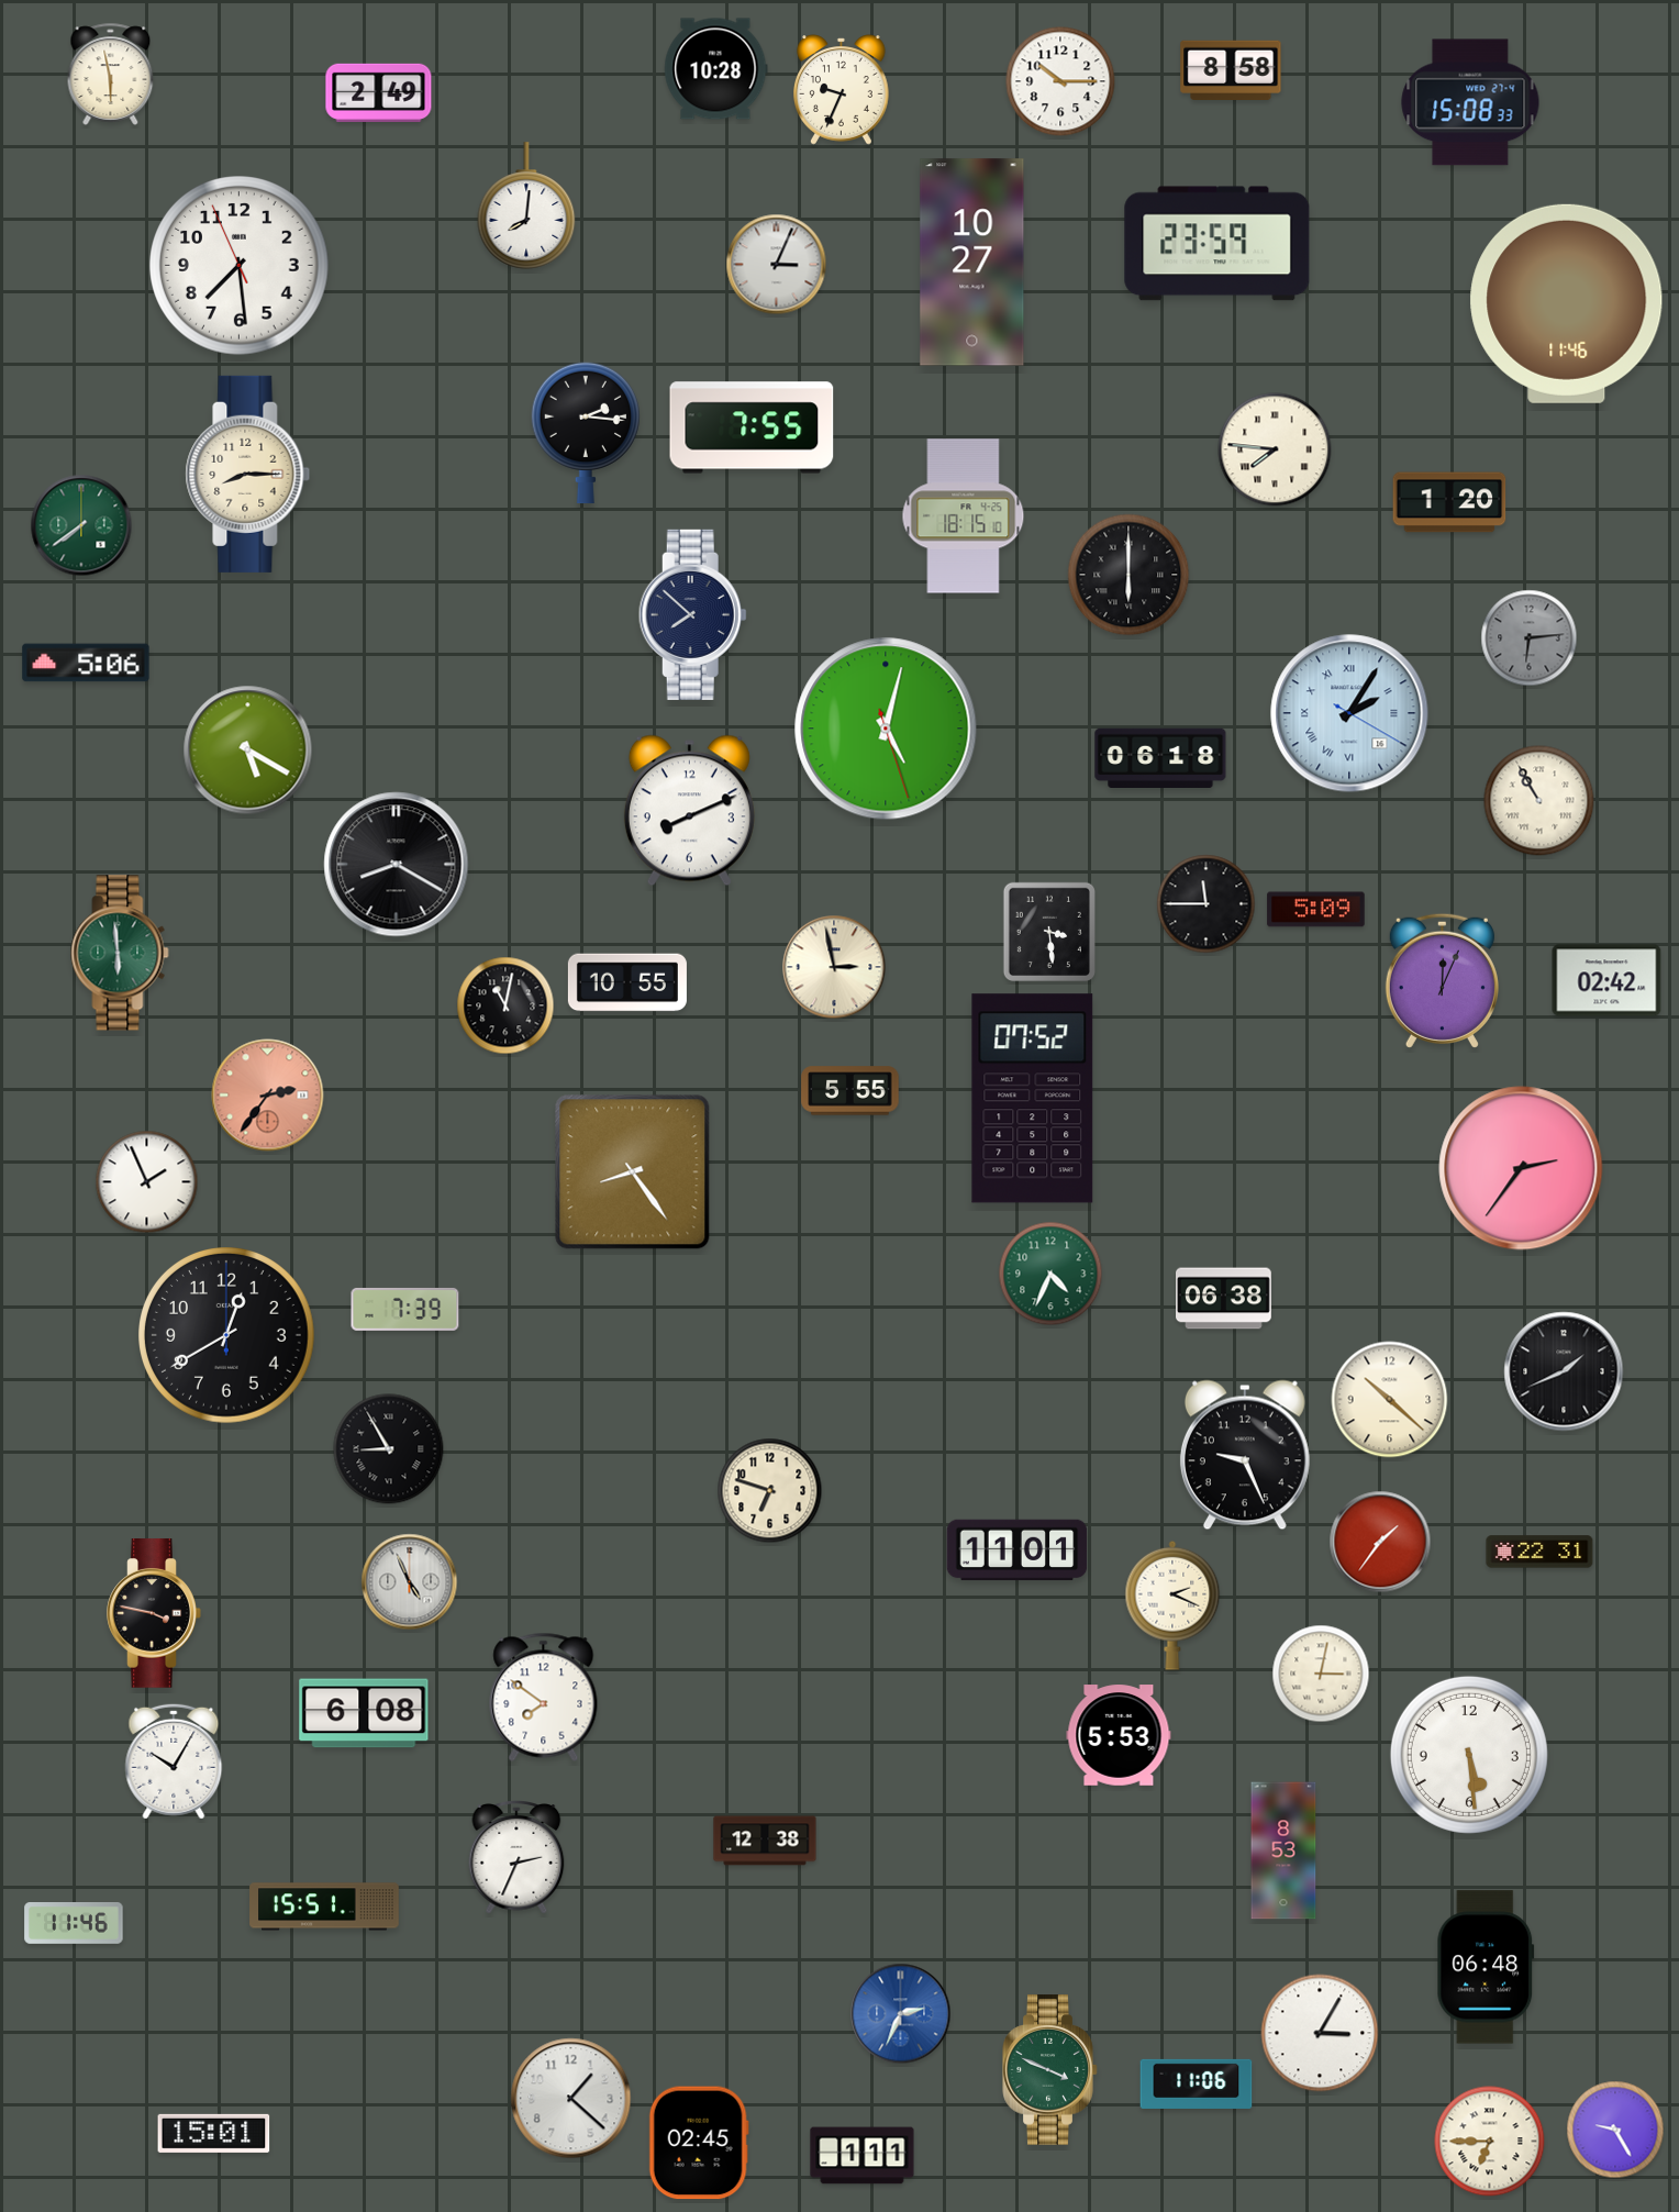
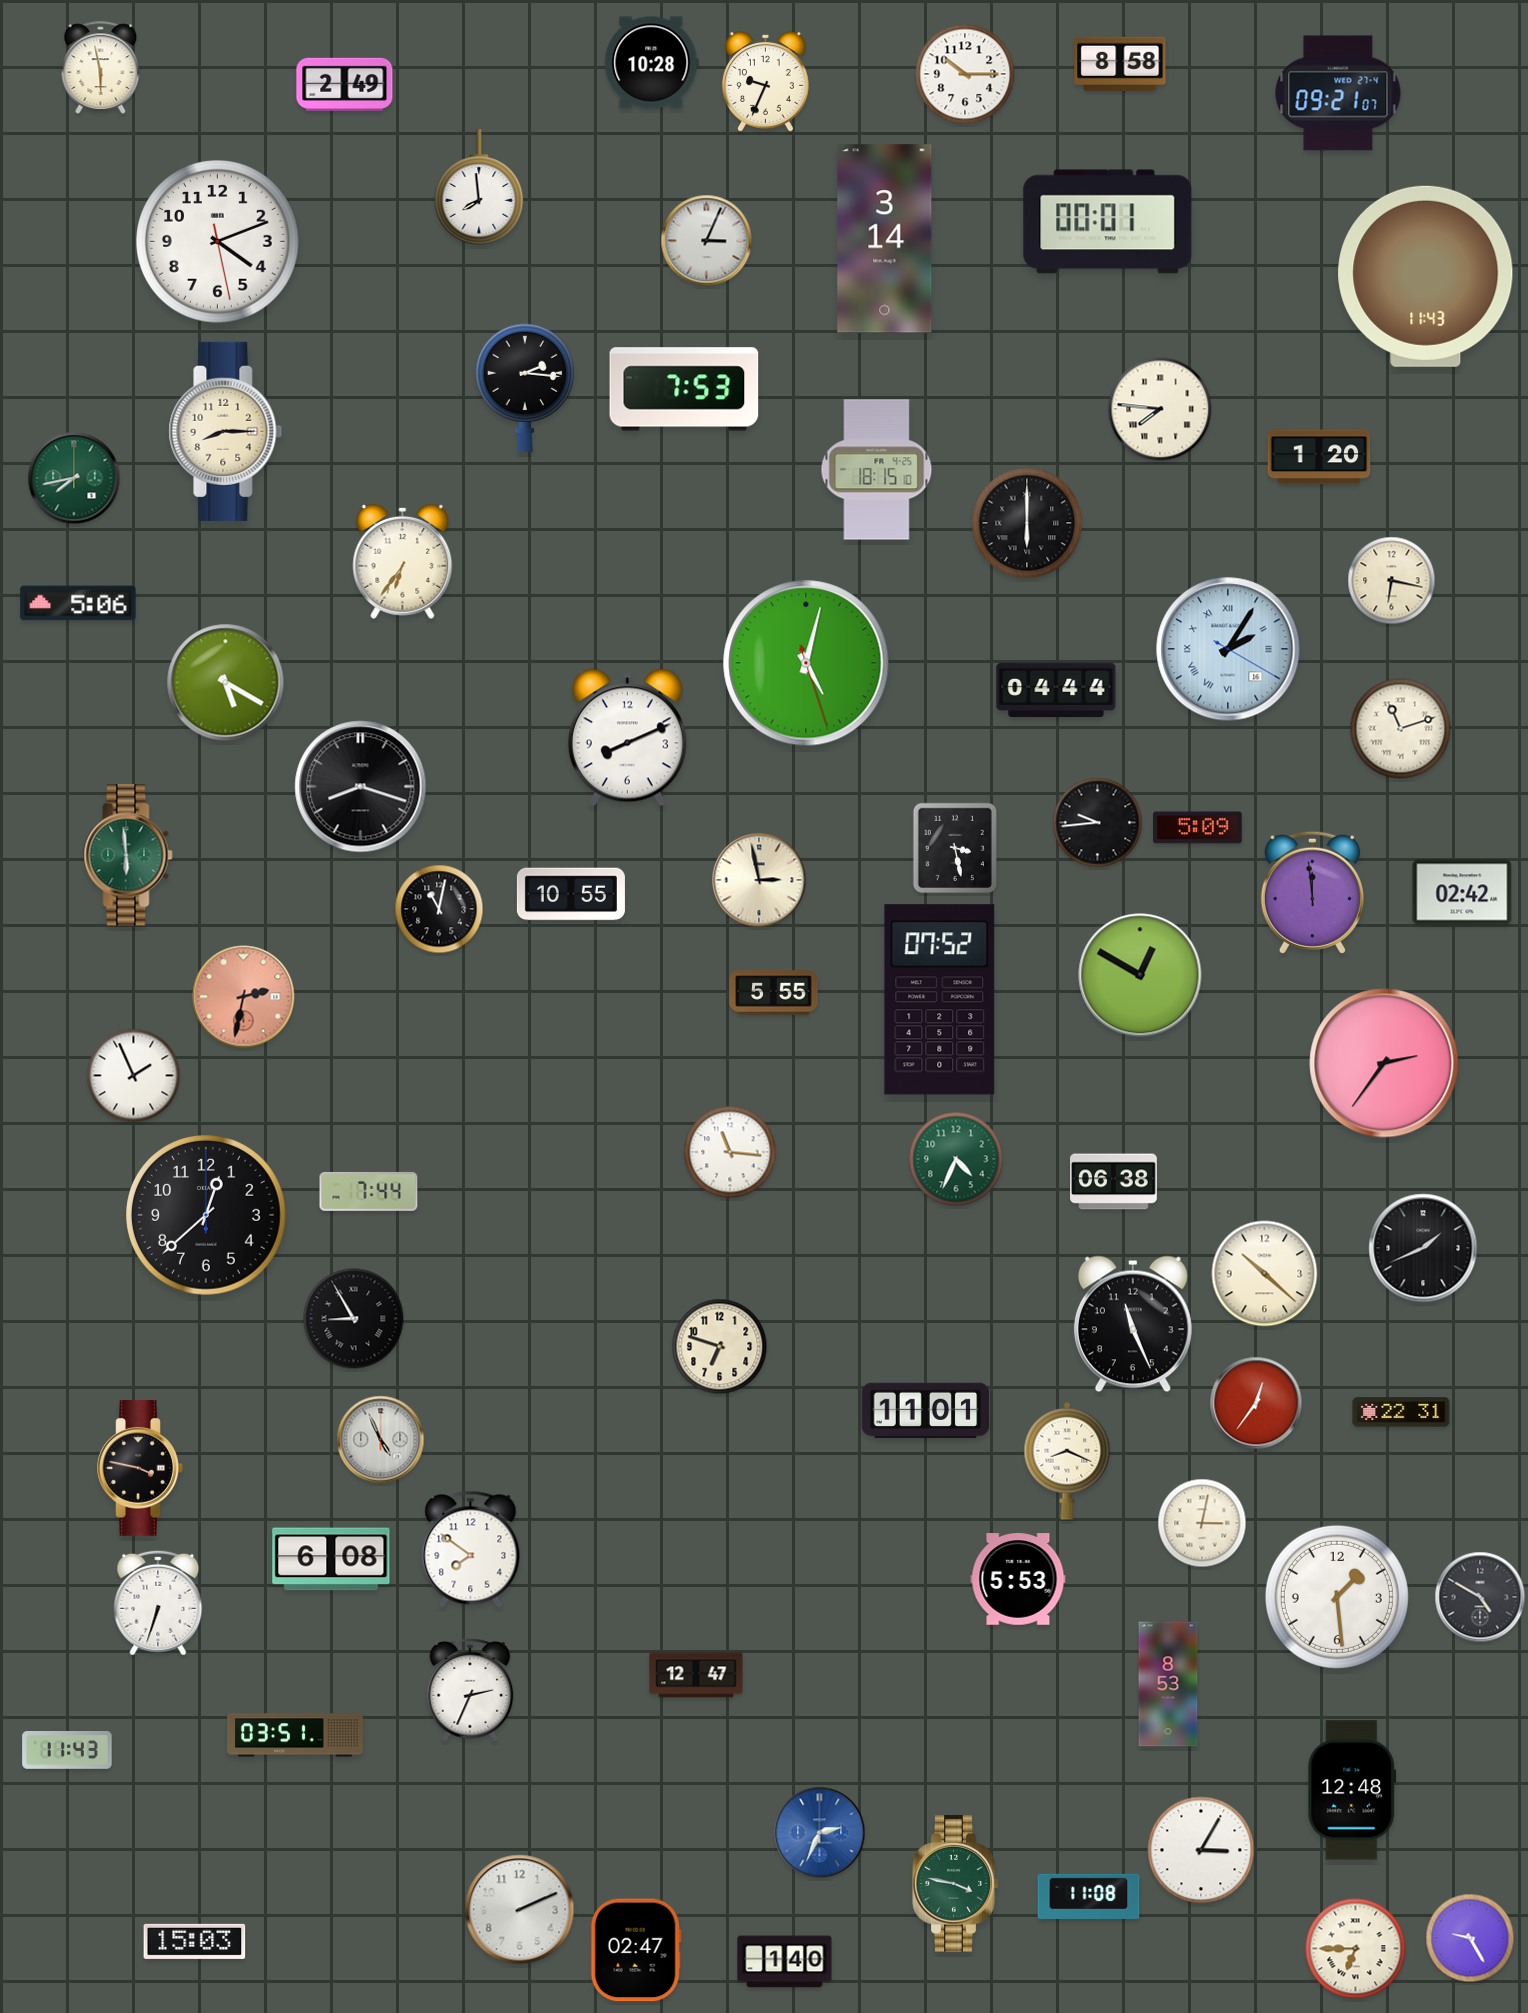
clock at (1470, 102): 15:08 -> 09:21
clock at (526, 205): 8:01 -> 7:59
clock at (1217, 244): 23:59 -> 00:01
clock at (972, 263): 10:27 -> 3:14
clock at (240, 266): 7:28 -> 4:11
clock at (1567, 303): 11:46 -> 11:43
clock at (752, 427): 7:55 -> 7:53
clock at (586, 433) position: (586, 433) -> (525, 388)
clock at (81, 525): 7:39 -> 7:43
clock at (692, 614): 7:52 -> none
clock at (403, 561): none -> 6:36
clock at (1530, 638): 6:14 -> 6:17
clock at (1530, 638) dial: grey -> cream
clock at (1160, 757): 06:18 -> 04:44
clock at (1539, 801): 10:55 -> 11:12
clock at (397, 865): 8:20 -> 8:18
clock at (1207, 904): 11:45 -> 9:44
clock at (1049, 932): 3:29 -> 3:28
clock at (120, 953) position: (120, 953) -> (128, 855)
clock at (1442, 980): 12:04 -> 11:59
clock at (505, 1005) position: (505, 1005) -> (439, 909)
clock at (1140, 975): none -> 12:50
clock at (268, 1096): 2:36 -> 2:32
clock at (633, 1172): 8:24 -> none
clock at (730, 1152): none -> 11:16
clock at (405, 1309): 7:39 -> 7:44
clock at (227, 1336): 12:40 -> 12:38
clock at (1245, 1455): 9:26 -> 11:26
clock at (770, 1491) position: (770, 1491) -> (720, 1347)
clock at (1380, 1542): 1:36 -> 12:36
clock at (410, 1582) position: (410, 1582) -> (381, 1440)
clock at (1172, 1605): 2:19 -> 8:19
clock at (544, 1697) position: (544, 1697) -> (471, 1549)
clock at (1469, 1755): 5:29 -> 1:29
clock at (1480, 1597): none -> 4:50
clock at (174, 1761): 10:05 -> 6:33
clock at (765, 1841): 12:38 -> 12:47
clock at (324, 1907): 15:51 -> 03:51
clock at (74, 1924): 11:46 -> 11:43
clock at (1486, 1967): 06:48 -> 12:48
clock at (1050, 2070): 3:49 -> 3:47
clock at (1197, 2083): 11:06 -> 11:08
clock at (571, 2099): 1:22 -> 2:11
clock at (214, 2133): 15:01 -> 15:03
clock at (699, 2143): 02:45 -> 02:47
clock at (863, 2156): 1:11 -> 1:40
